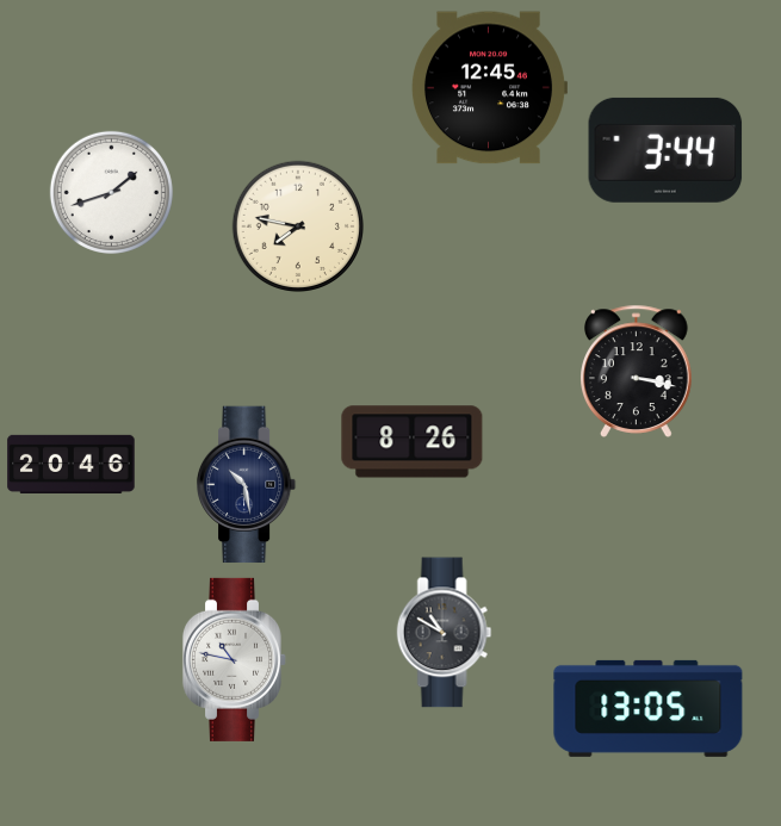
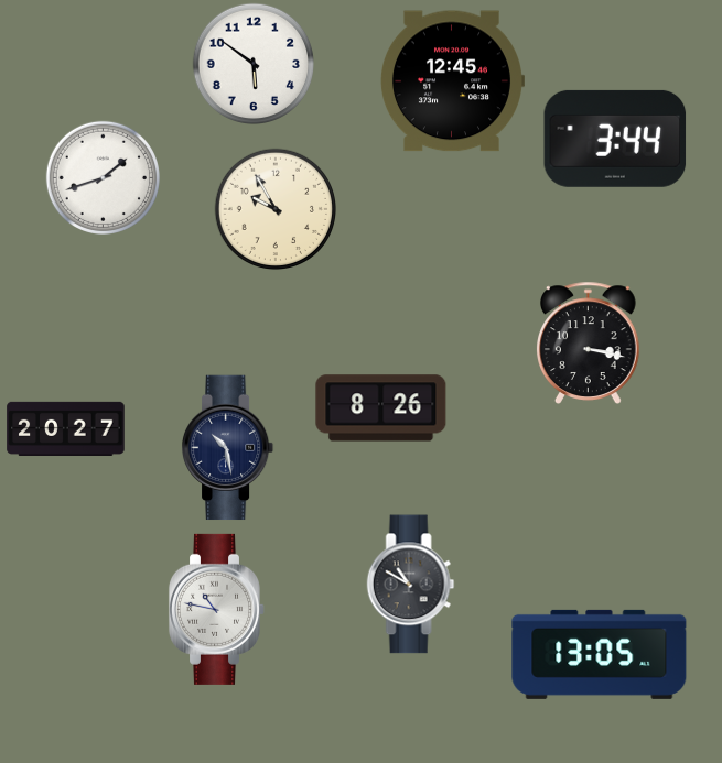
clock at (252, 63): none -> 5:51
clock at (297, 225): 7:47 -> 9:55
clock at (72, 464): 20:46 -> 20:27
